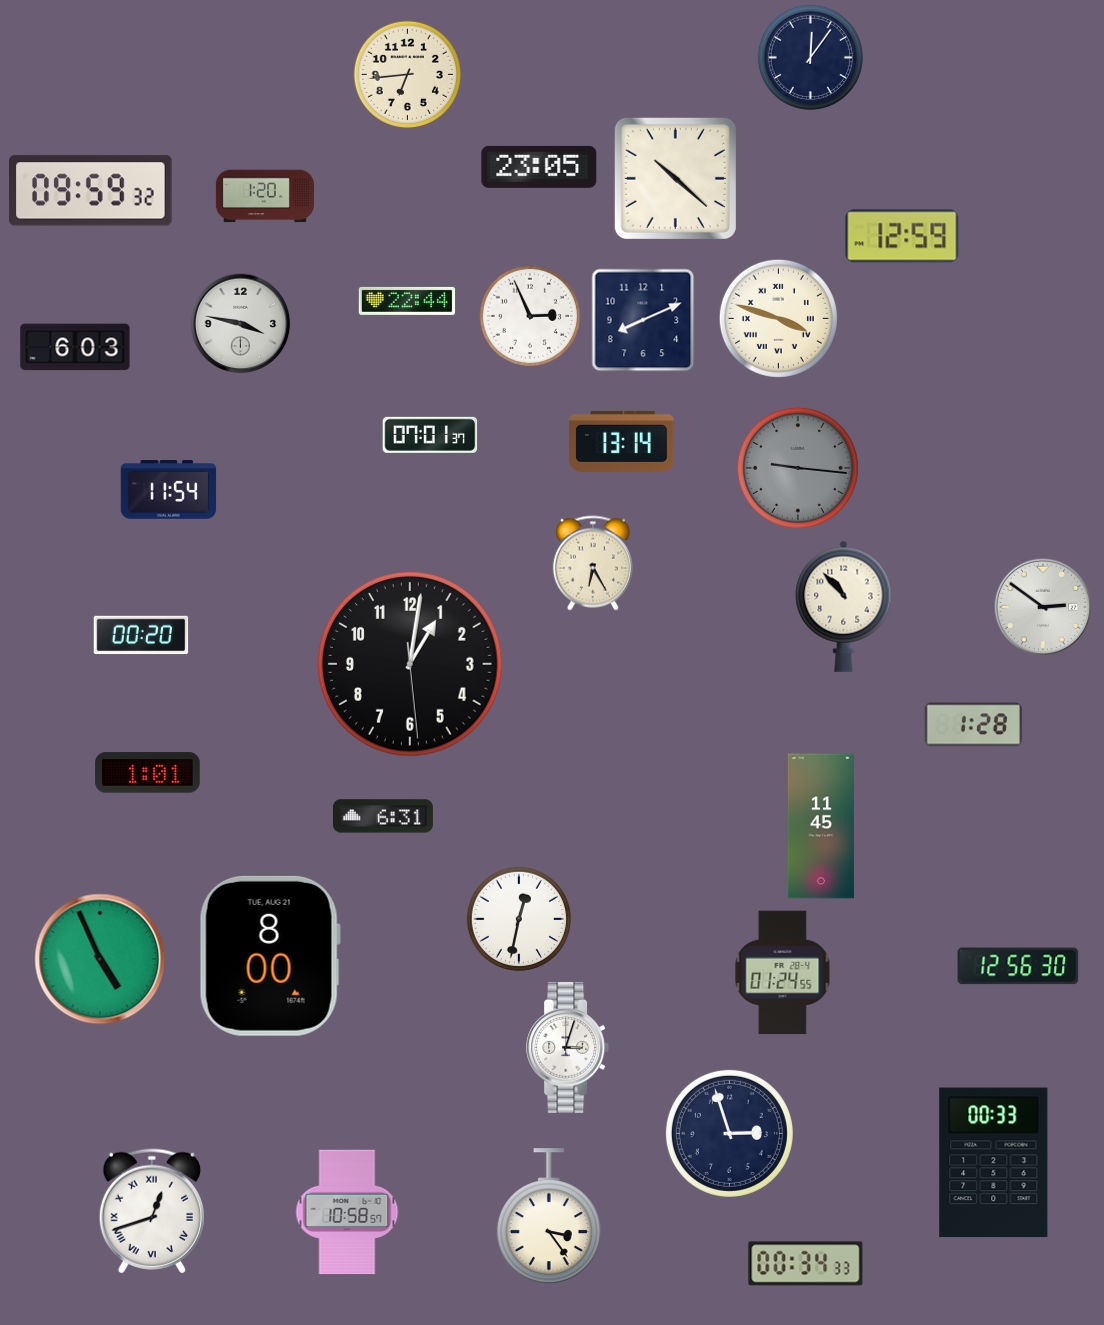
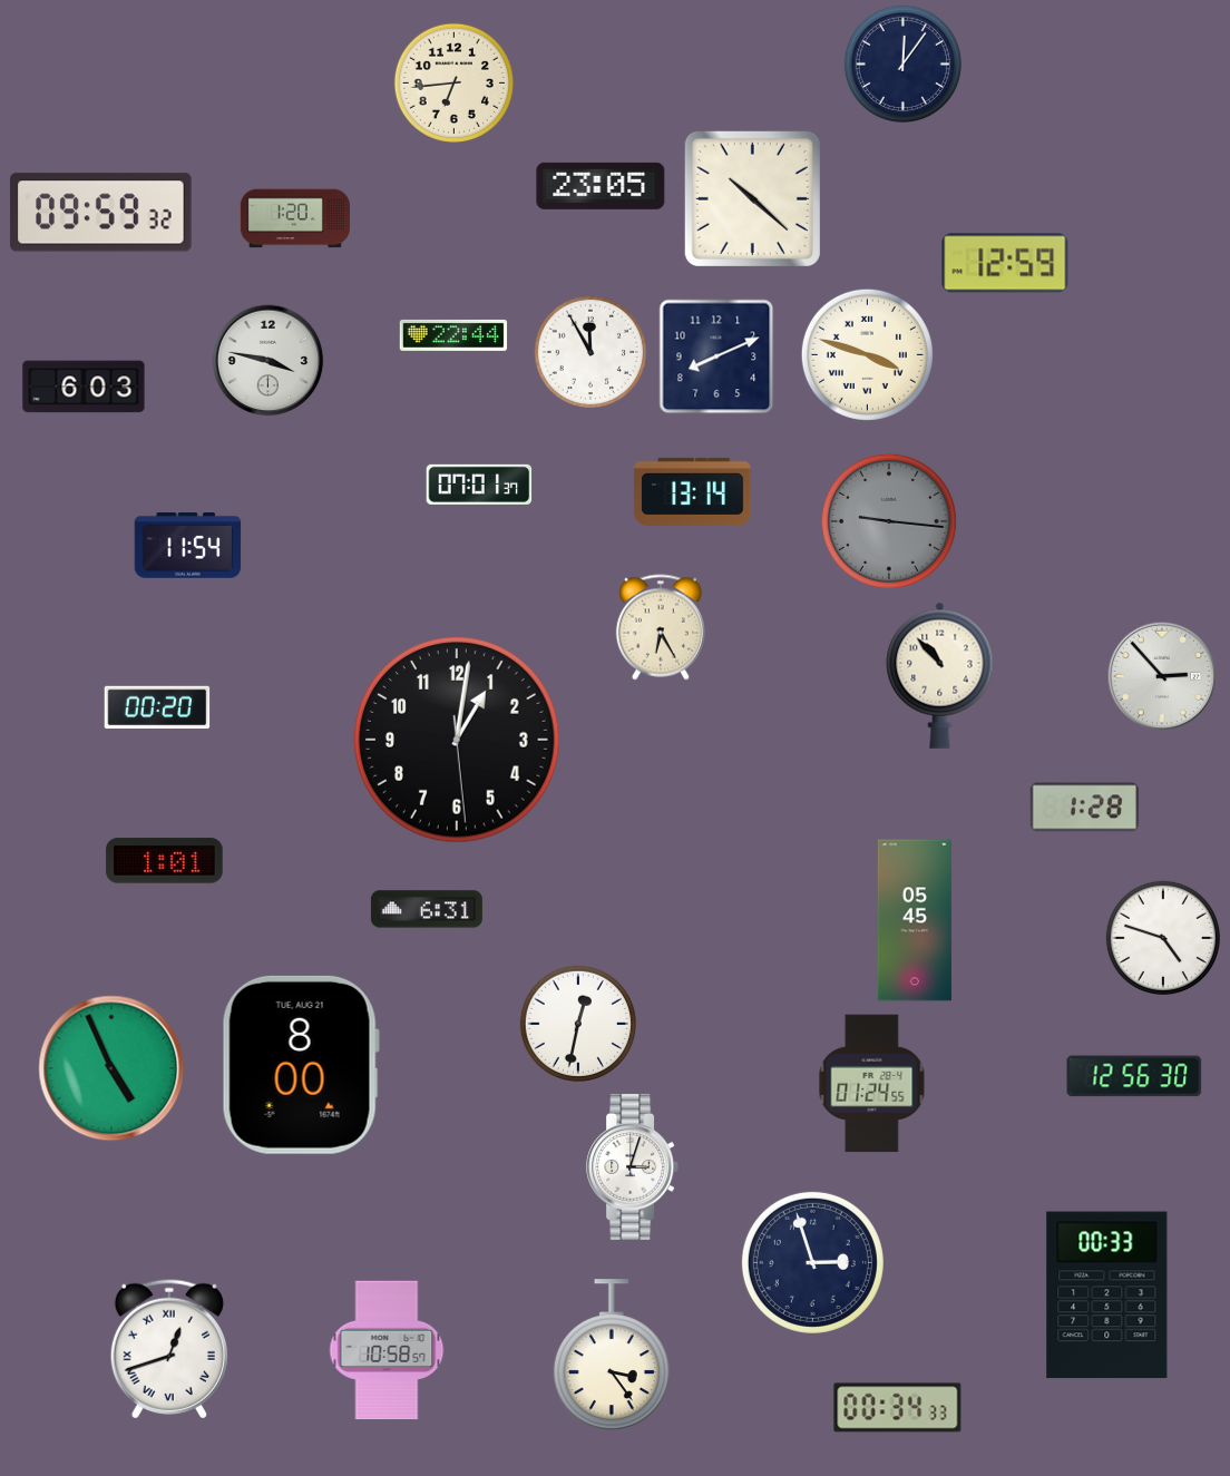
clock at (529, 315): 2:56 -> 11:55
clock at (1043, 607): 2:51 -> 2:53
clock at (821, 826): 11:45 -> 05:45
clock at (1162, 937): none -> 4:48
